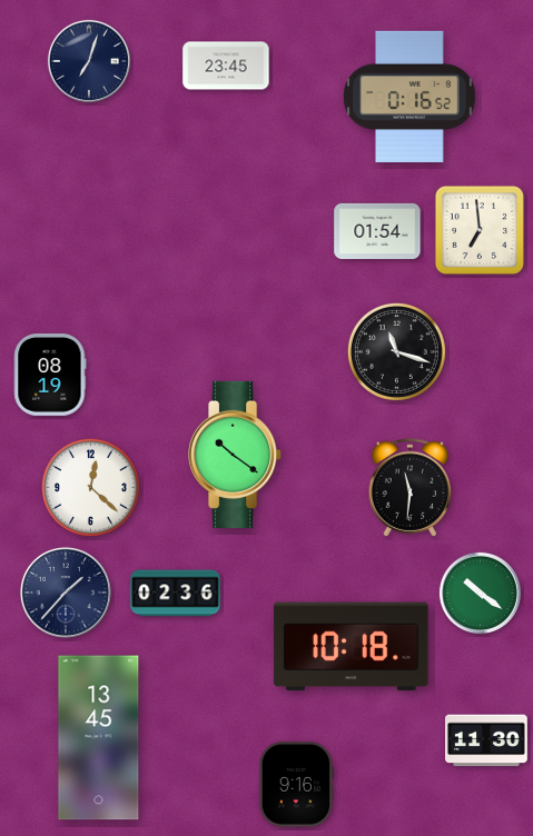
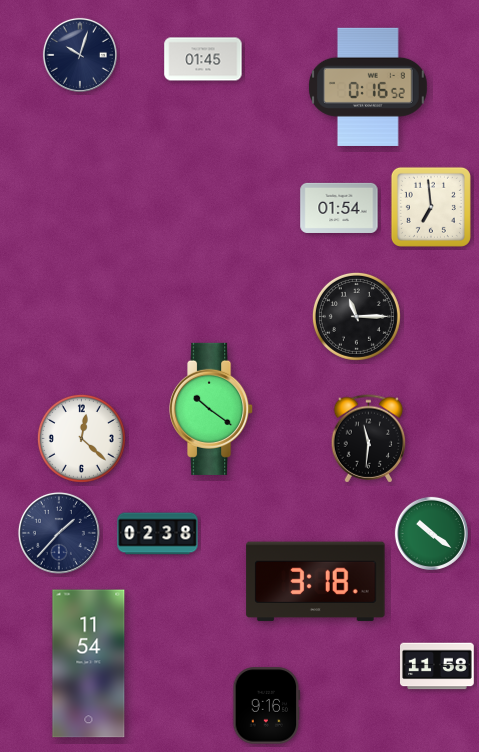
clock at (89, 61): 7:03 -> 10:03
clock at (226, 66): 23:45 -> 01:45
clock at (396, 351): 11:18 -> 11:15
clock at (50, 376): 08:19 -> none
clock at (176, 594): 02:36 -> 02:38
clock at (352, 647): 10:18 -> 3:18
clock at (99, 738): 13:45 -> 11:54
clock at (487, 740): 11:30 -> 11:58
